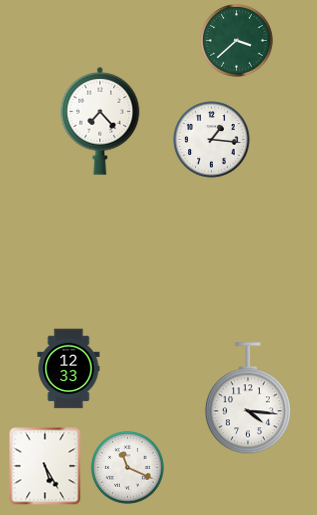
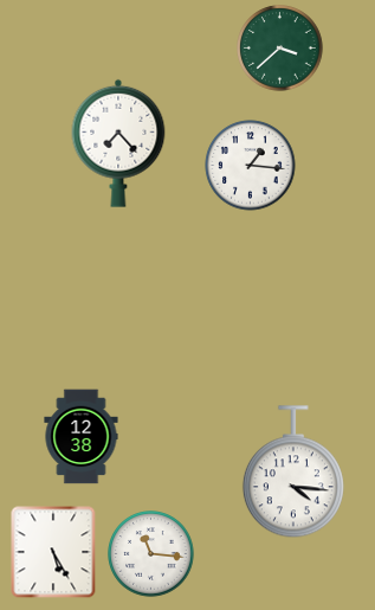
clock at (69, 369): 12:33 -> 12:38
clock at (128, 468): 11:19 -> 11:16
